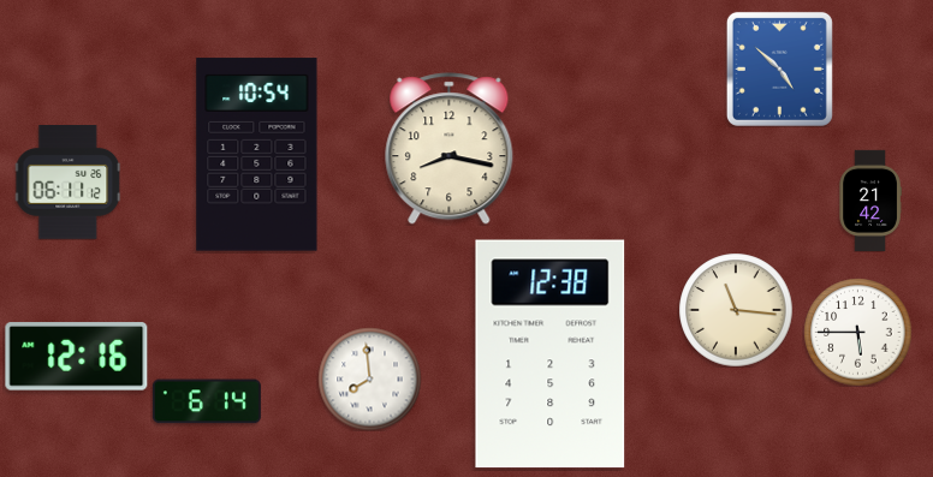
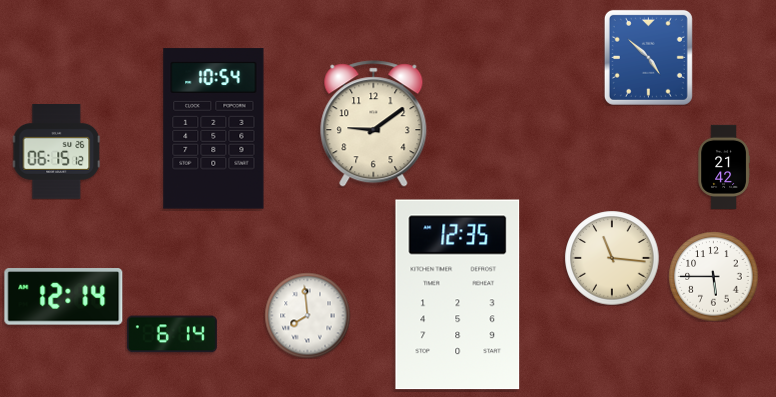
clock at (450, 149): 8:17 -> 9:09
clock at (69, 183): 06:11 -> 06:15
clock at (551, 354): 12:38 -> 12:35
clock at (77, 357): 12:16 -> 12:14
